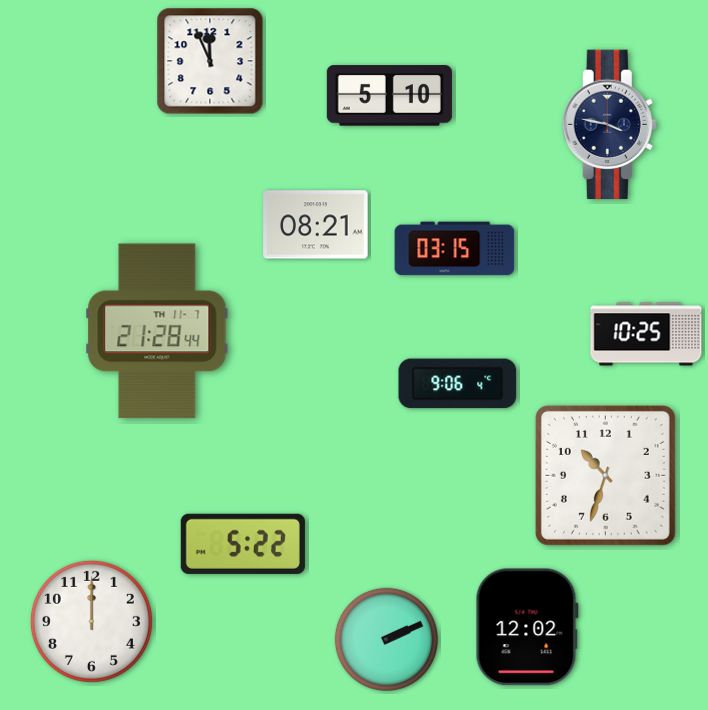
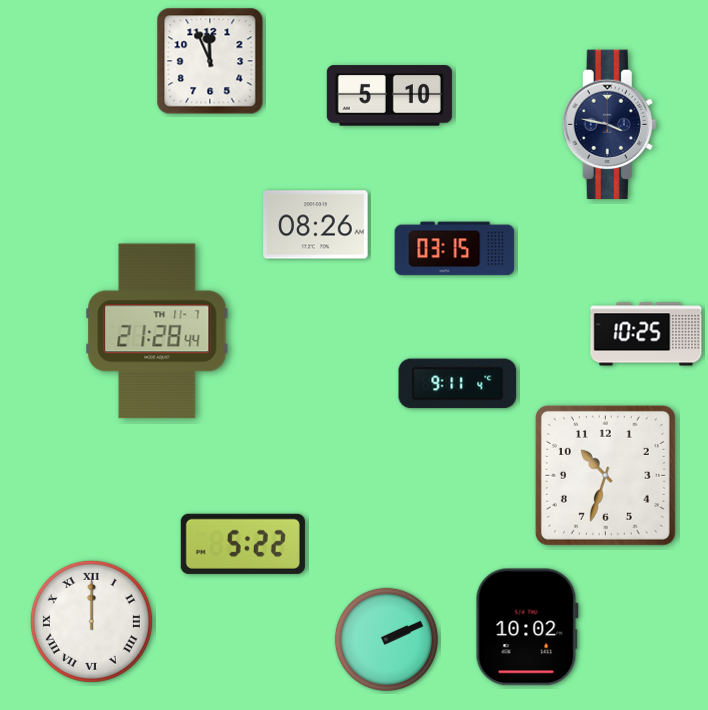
clock at (316, 225): 08:21 -> 08:26
clock at (458, 384): 9:06 -> 9:11
clock at (91, 621) numerals: Arabic -> Roman
clock at (527, 627): 12:02 -> 10:02
